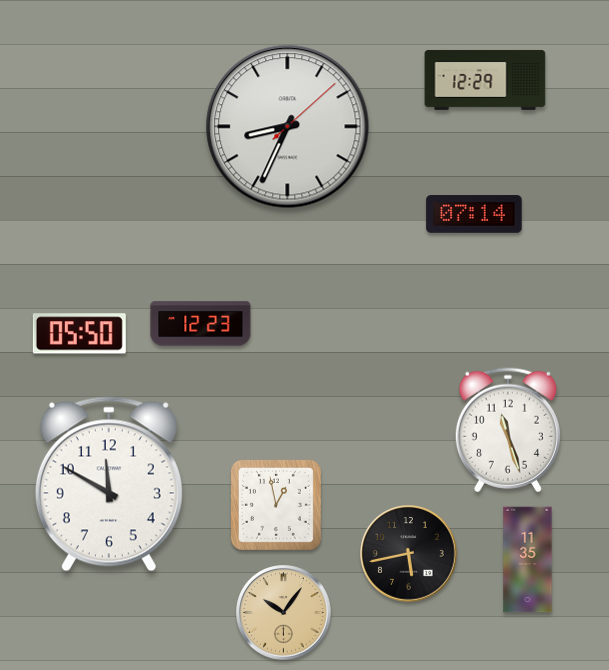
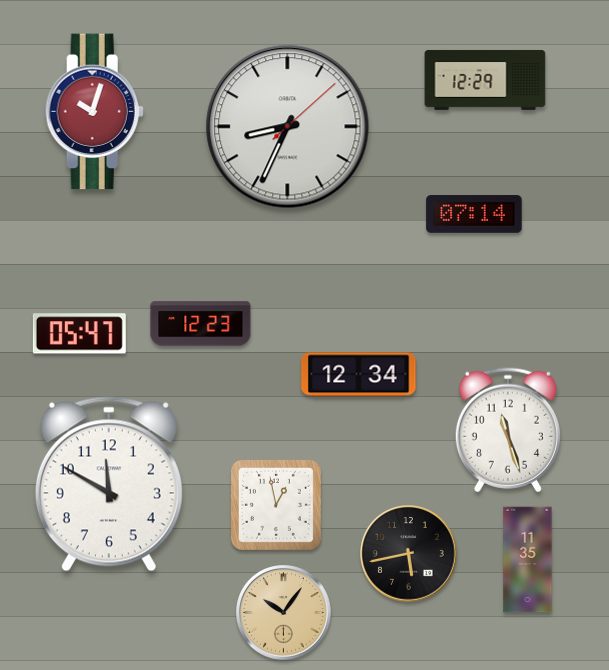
clock at (94, 112): none -> 10:03
clock at (79, 334): 05:50 -> 05:47
clock at (359, 375): none -> 12:34
